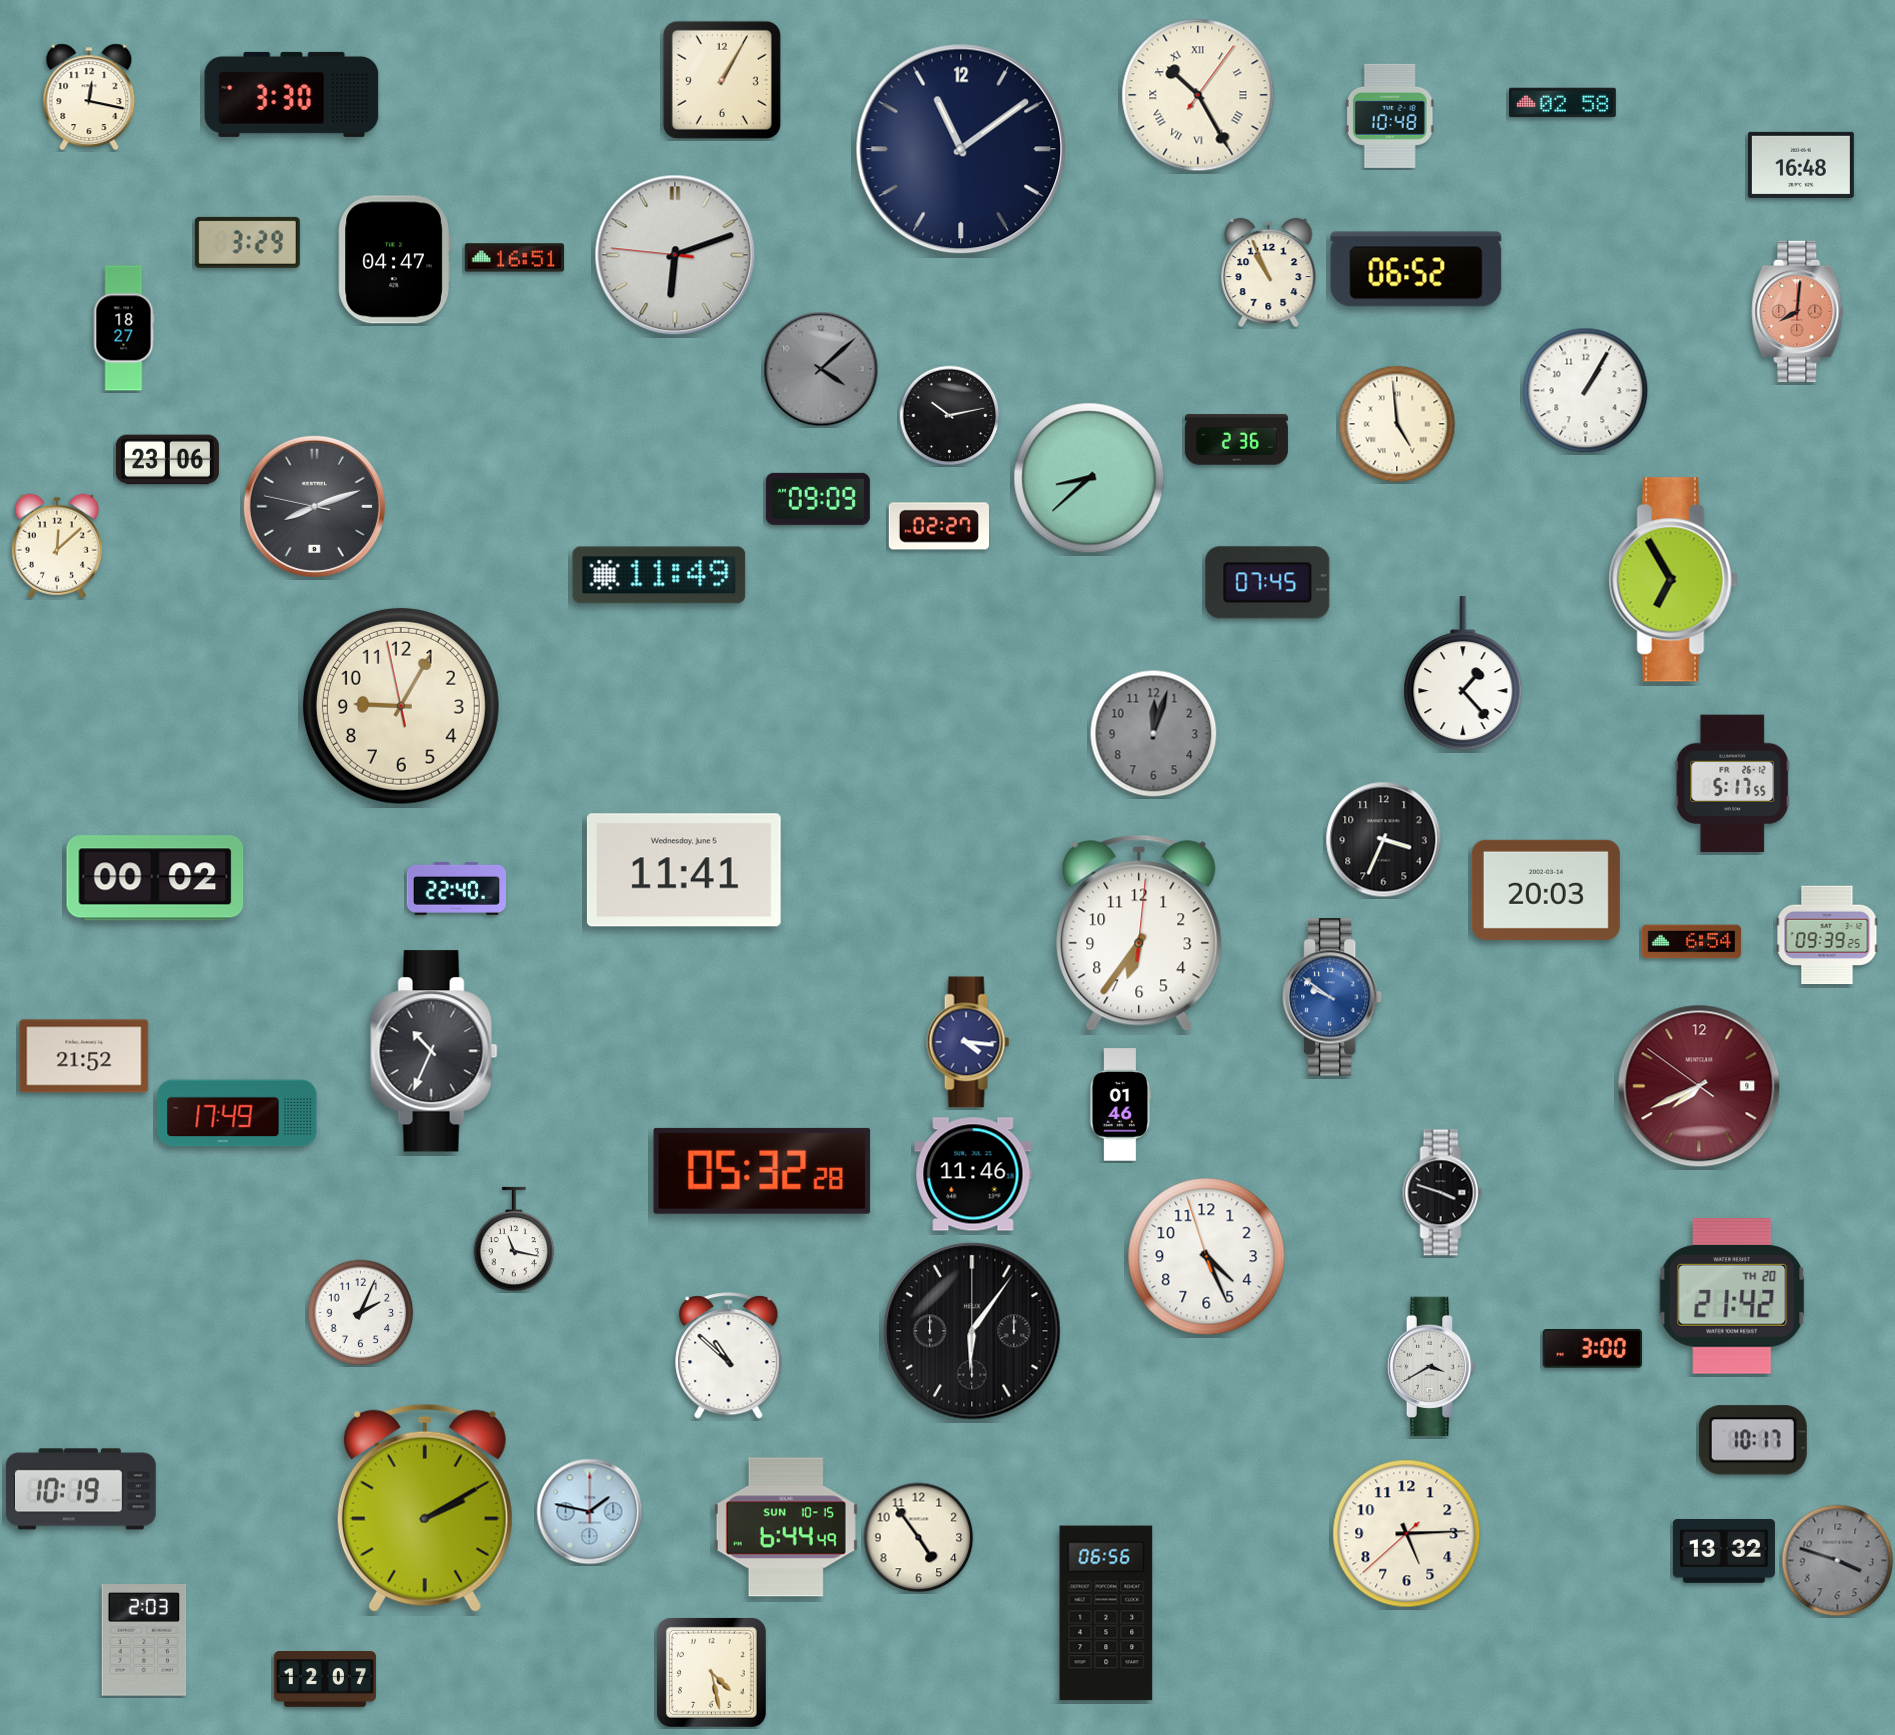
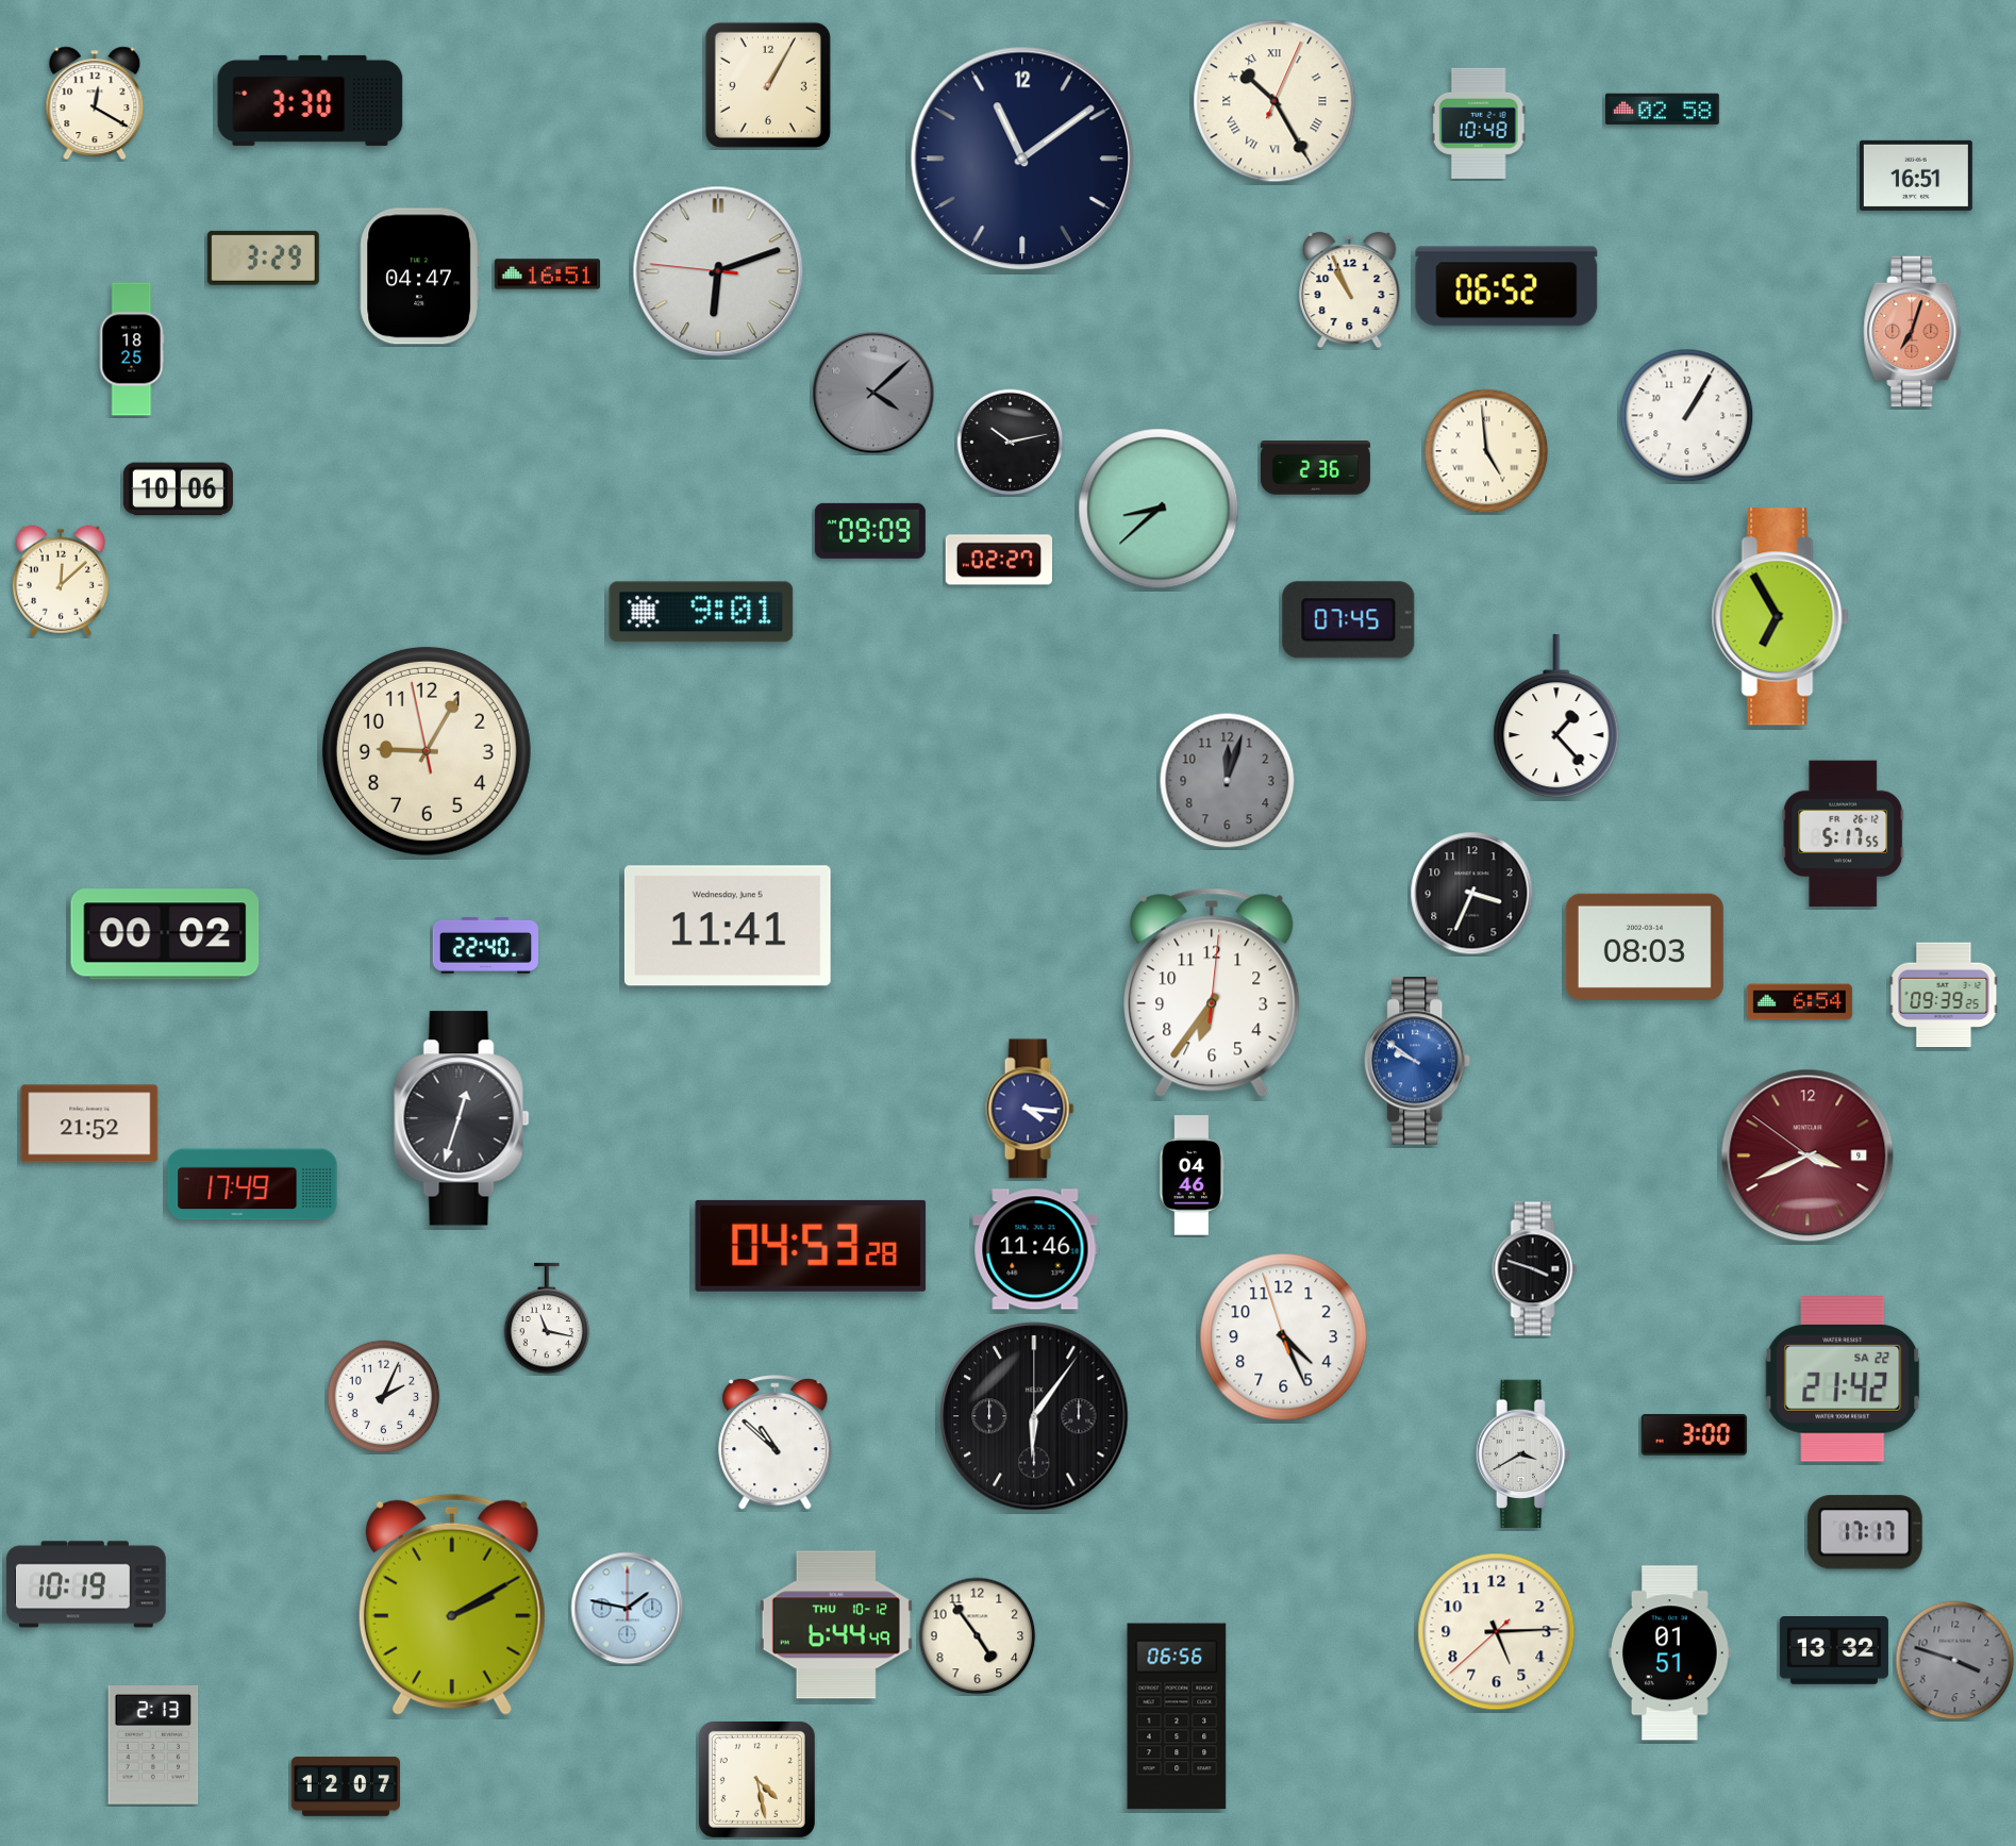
clock at (1198, 95): 10:25:06 -> 10:25:04
clock at (89, 97): 12:17 -> 12:20
clock at (1801, 165): 16:48 -> 16:51
clock at (1798, 311): 8:01 -> 7:03
clock at (124, 328): 18:27 -> 18:25
clock at (167, 460): 23:06 -> 10:06
clock at (314, 506): 8:11 -> none
clock at (659, 575): 11:49 -> 9:01
clock at (1546, 890): 20:03 -> 08:03
clock at (434, 1051): 10:34 -> 12:33
clock at (1699, 1086): 7:40 -> 3:40
clock at (1121, 1105): 01:46 -> 04:46
clock at (762, 1171): 05:32 -> 04:53
clock at (1732, 1297) date: TH 20 -> SA 22
clock at (1753, 1440): 10:17 -> 17:17
clock at (786, 1527) date: SUN 10-15 -> THU 10-12
clock at (1670, 1653): none -> 01:51
clock at (144, 1640): 2:03 -> 2:13
